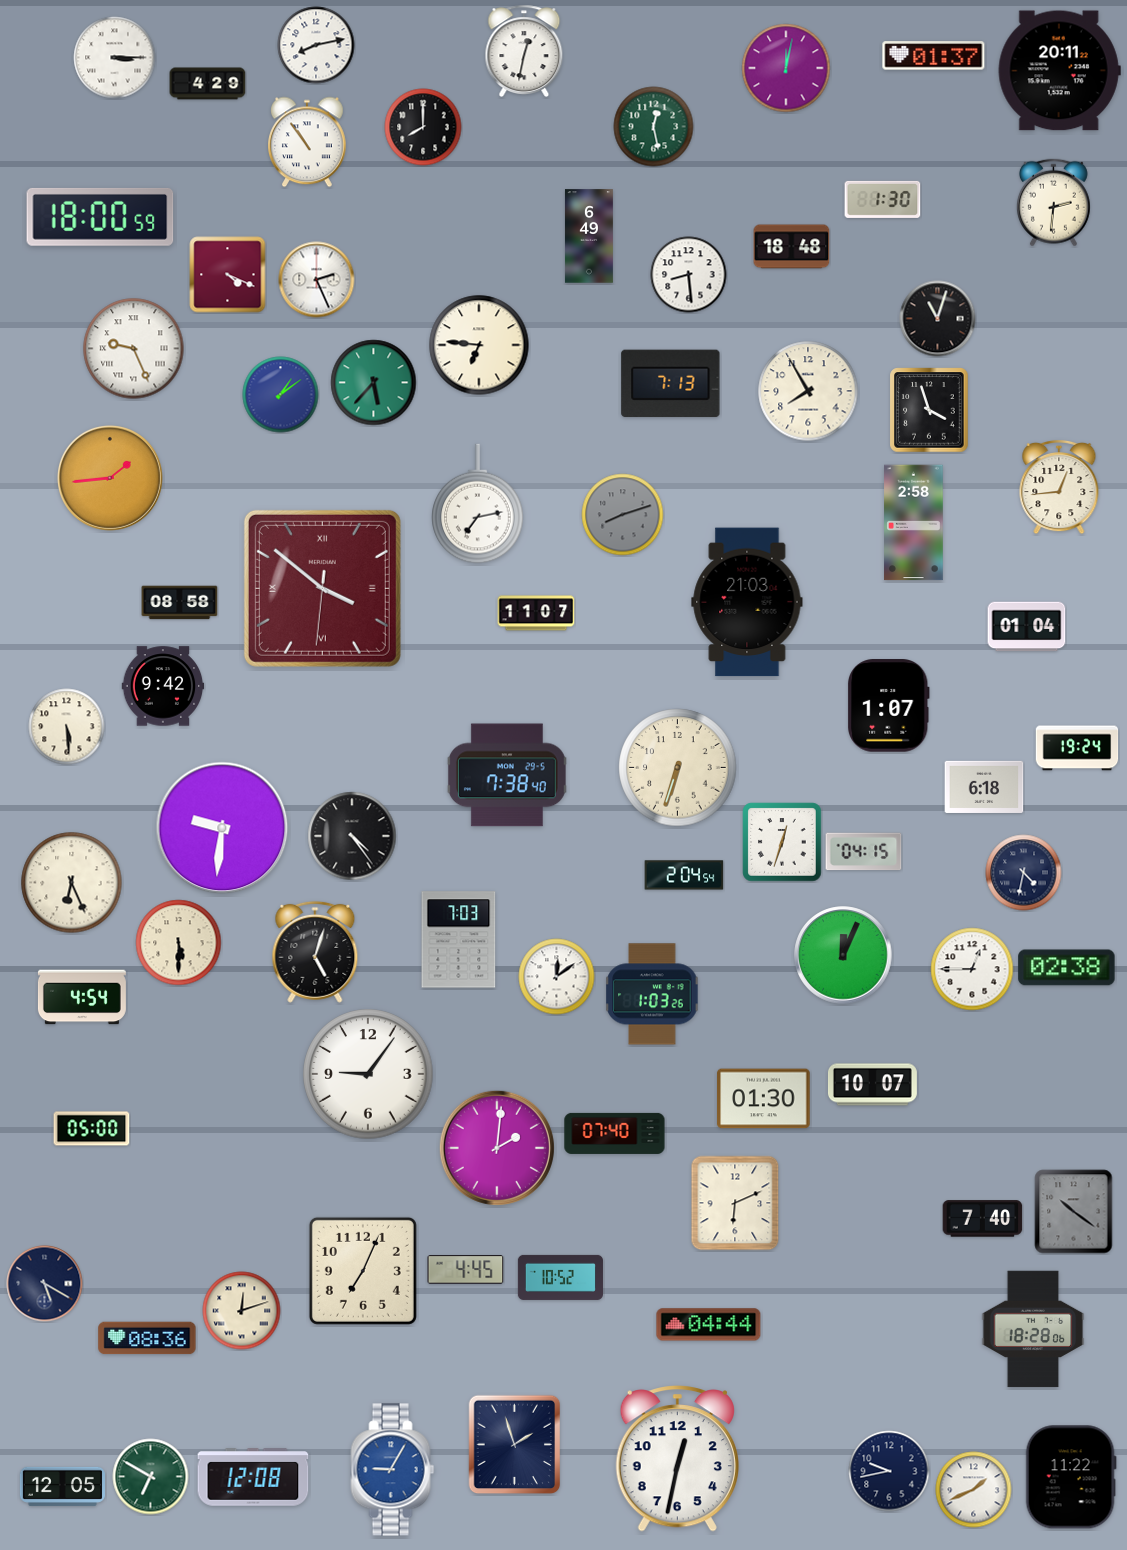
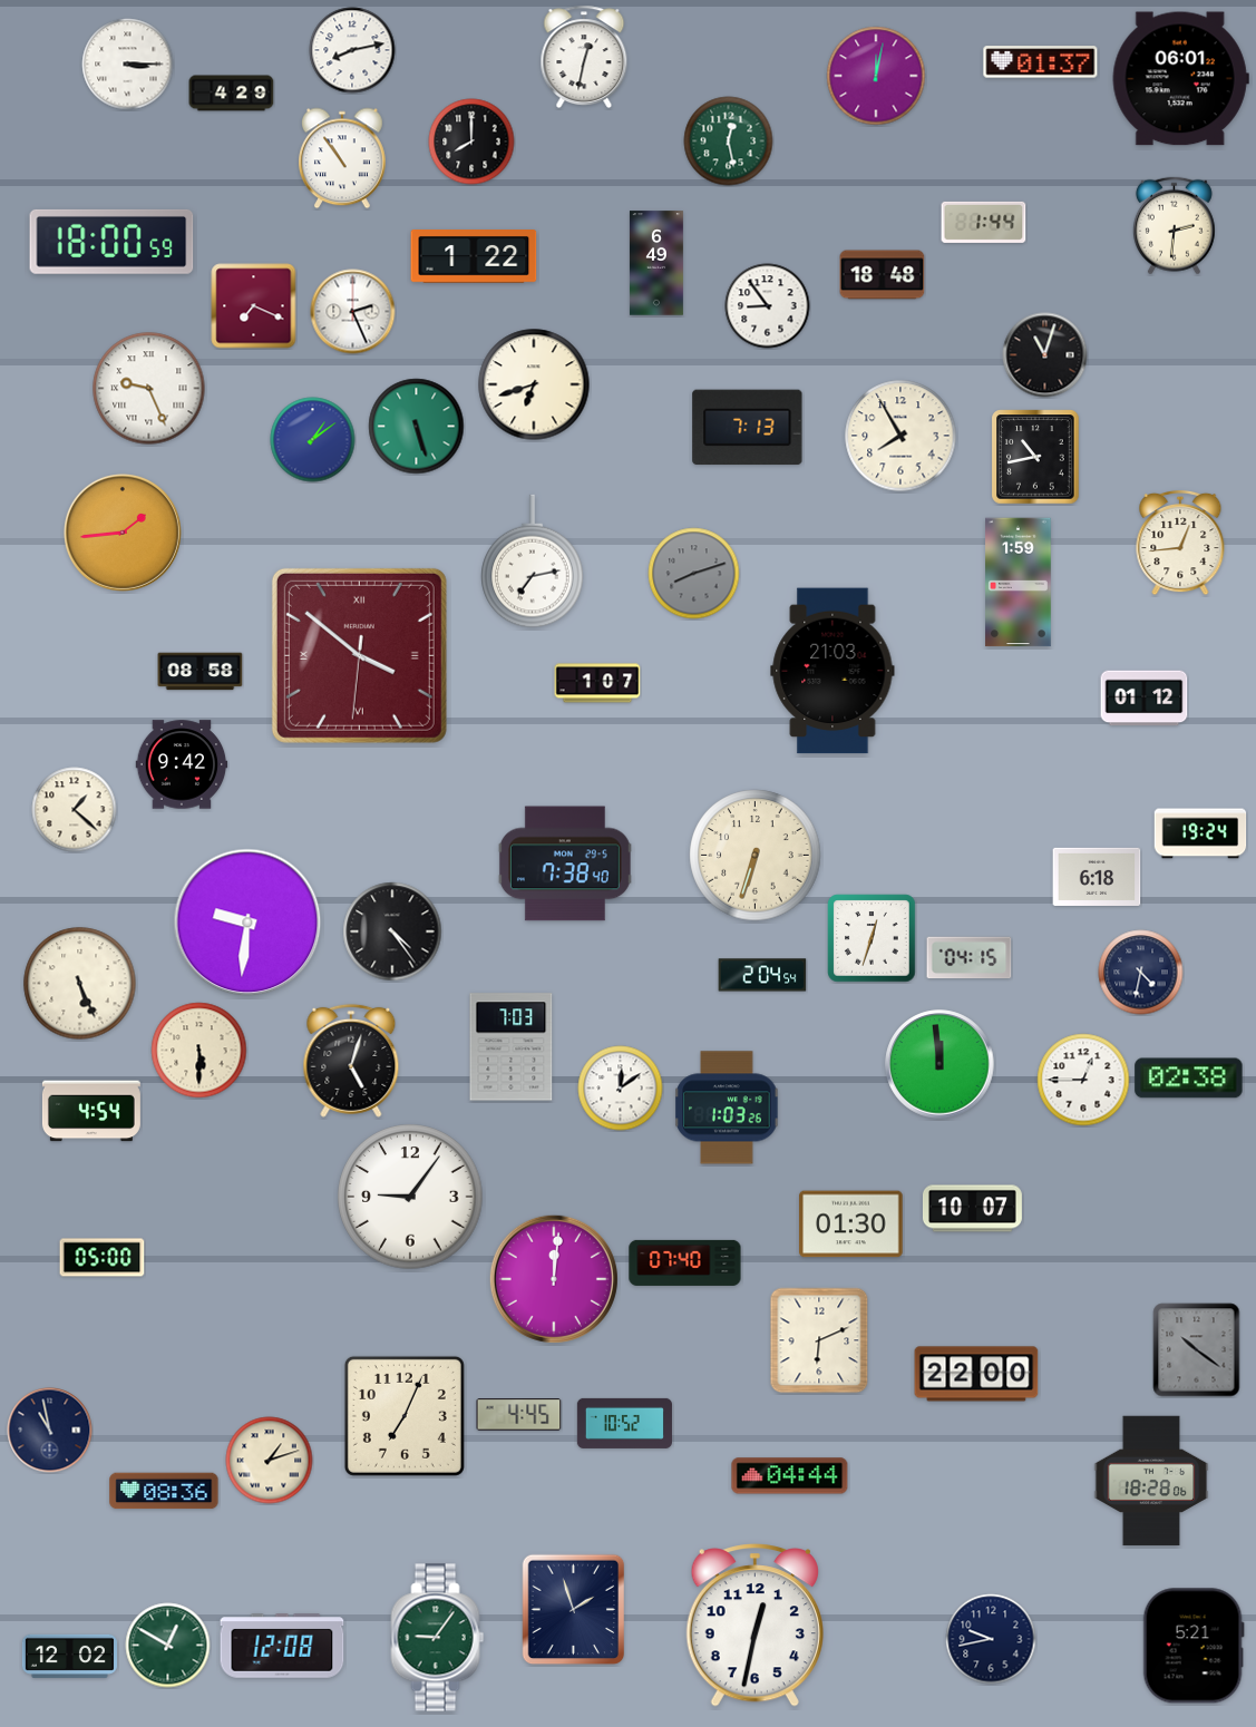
clock at (1059, 71): 20:11 -> 06:01
clock at (883, 199): 1:30 -> 1:44
clock at (474, 257): none -> 1:22
clock at (228, 275): 4:19 -> 7:19
clock at (689, 275): 8:29 -> 8:54
clock at (479, 345): 6:46 -> 6:42
clock at (374, 383): 5:37 -> 5:27
clock at (929, 410): 3:57 -> 10:43
clock at (914, 523): 2:58 -> 1:59
clock at (536, 613): 11:07 -> 1:07
clock at (1027, 627): 01:04 -> 01:12
clock at (889, 706): 1:07 -> none
clock at (67, 727): 5:29 -> 1:22
clock at (864, 852) position: (864, 852) -> (970, 958)
clock at (72, 883): 6:26 -> 5:26
clock at (843, 955): 12:04 -> 11:59
clock at (497, 1148): 2:01 -> 12:01
clock at (983, 1219): 7:40 -> none
clock at (976, 1374): none -> 22:00
clock at (45, 1284): 5:20 -> 10:58
clock at (242, 1311): 12:12 -> 1:12
clock at (393, 1470): 9:05 -> 9:06
clock at (393, 1470) dial: blue -> green
clock at (151, 1477): 6:50 -> 12:50
clock at (1071, 1477): 11:22 -> 5:21
clock at (62, 1486): 12:05 -> 12:02
clock at (974, 1490): 1:41 -> none
